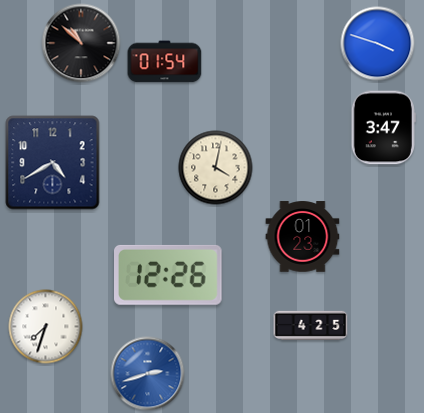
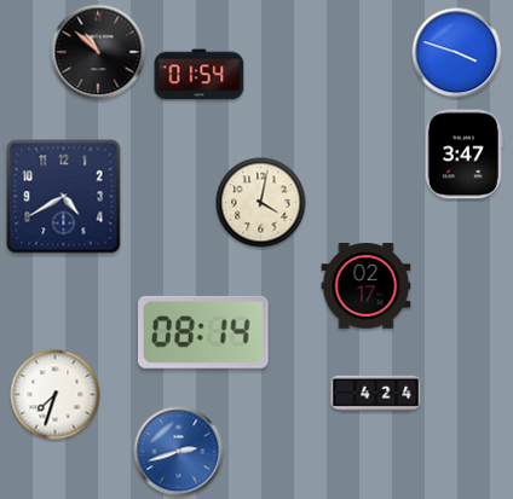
clock at (303, 237): 01:23 -> 02:17
clock at (169, 275): 12:26 -> 08:14
clock at (311, 325): 4:25 -> 4:24
